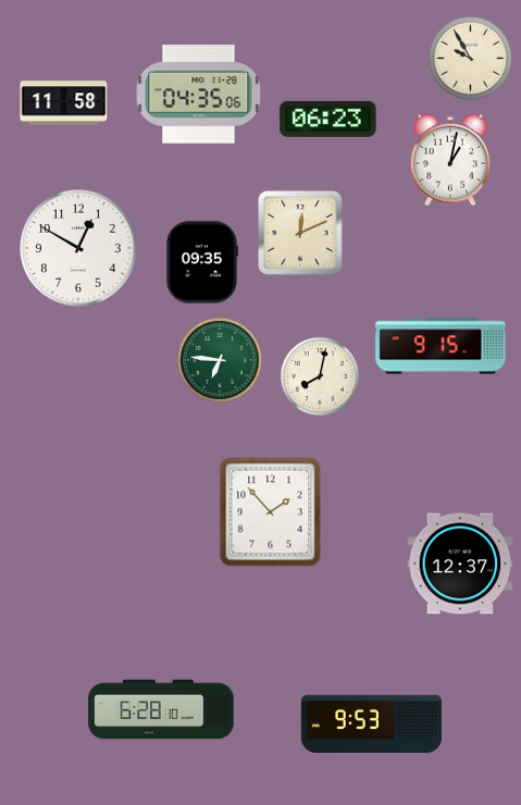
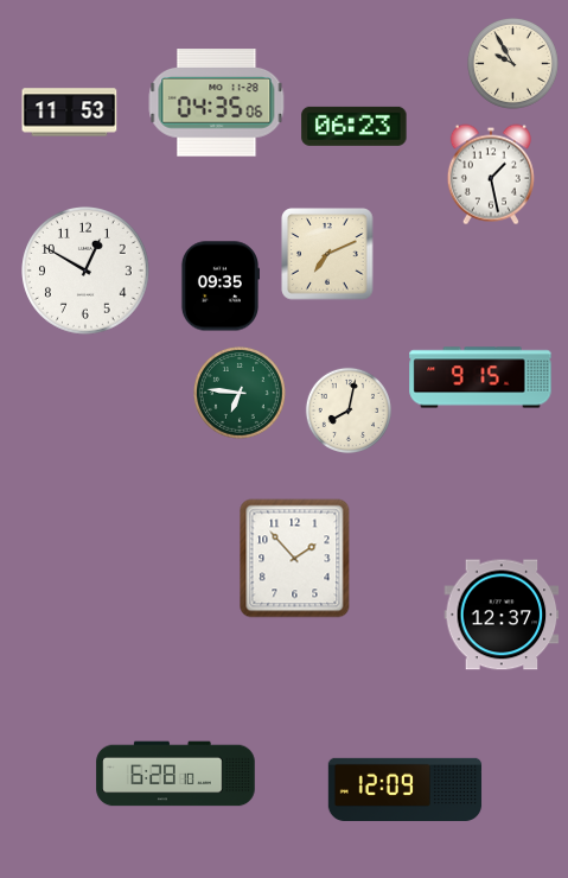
clock at (64, 103): 11:58 -> 11:53
clock at (328, 119) position: (328, 119) -> (355, 126)
clock at (450, 160): 1:02 -> 1:28
clock at (300, 233): 12:11 -> 7:11
clock at (372, 723): 9:53 -> 12:09
